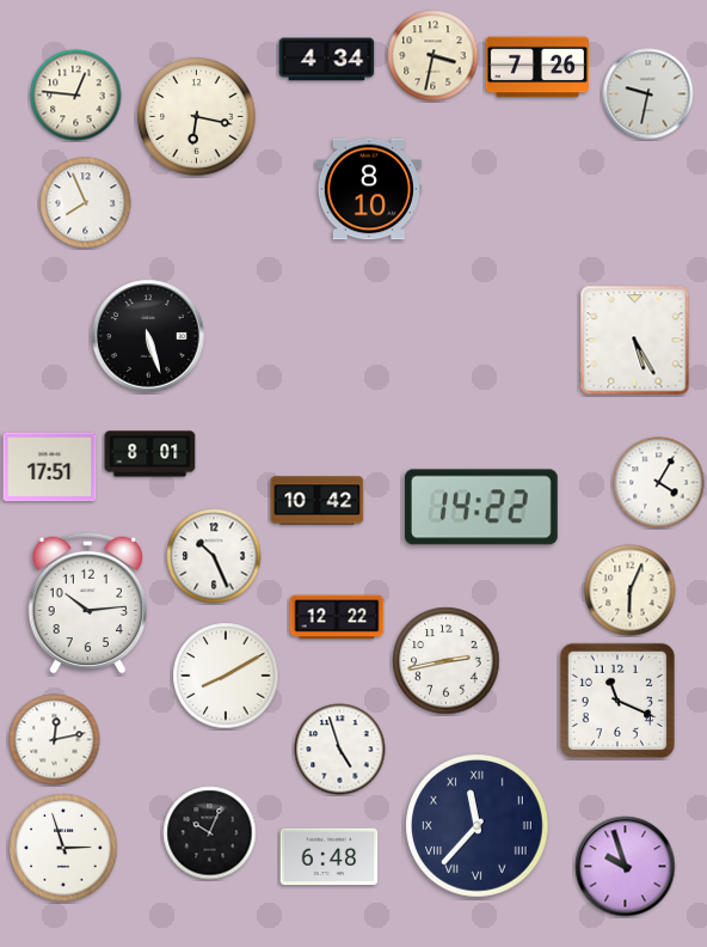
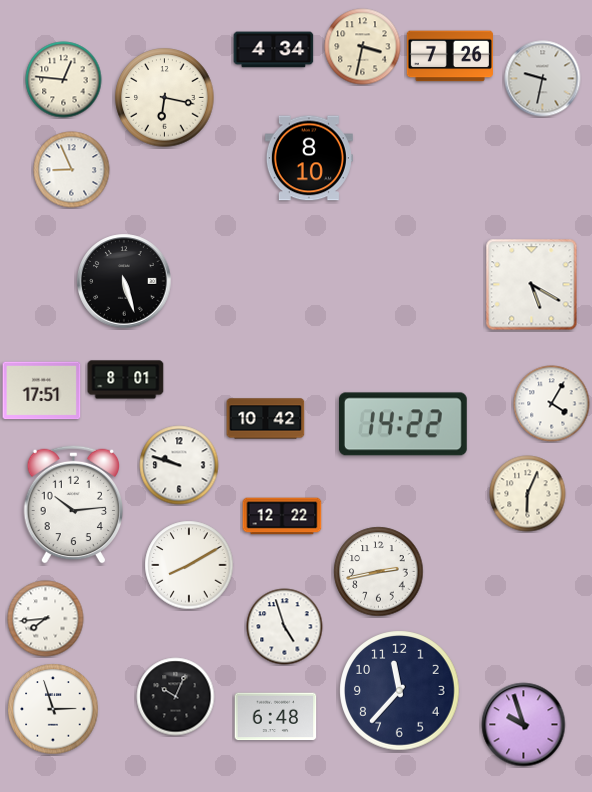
clock at (86, 203): 7:56 -> 8:56
clock at (635, 341): 5:25 -> 5:20
clock at (214, 556): 10:26 -> 9:48
clock at (447, 661) position: (447, 661) -> (379, 572)
clock at (617, 701): 11:19 -> none
clock at (55, 740): 12:13 -> 7:44
clock at (478, 826) numerals: Roman -> Arabic
